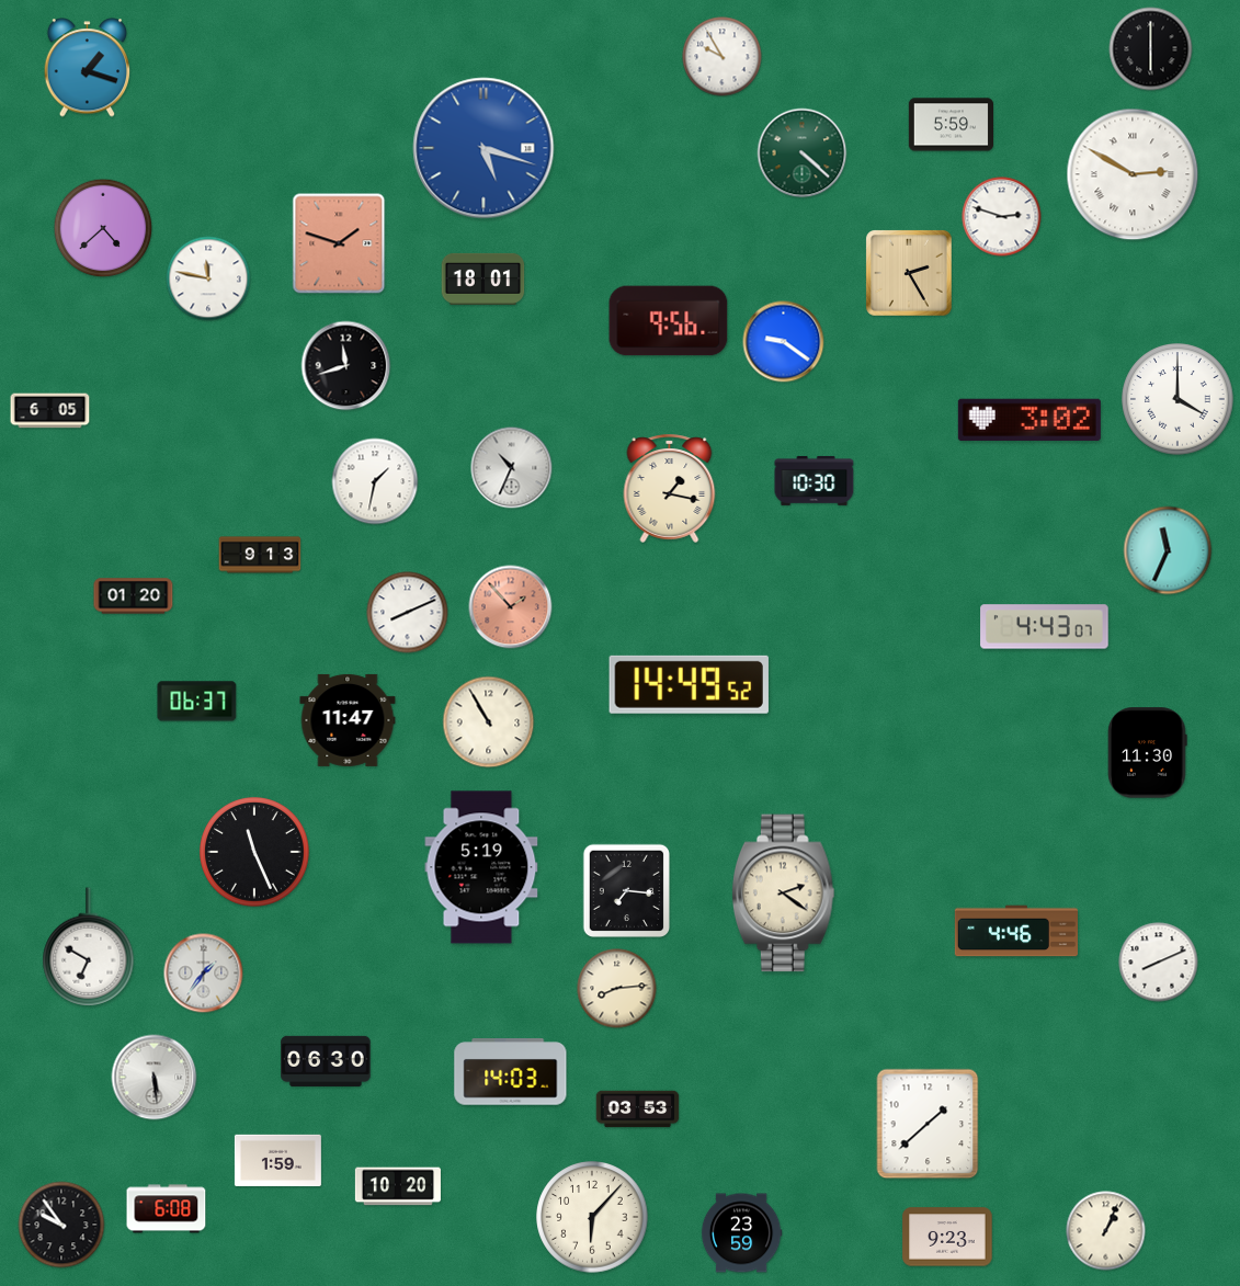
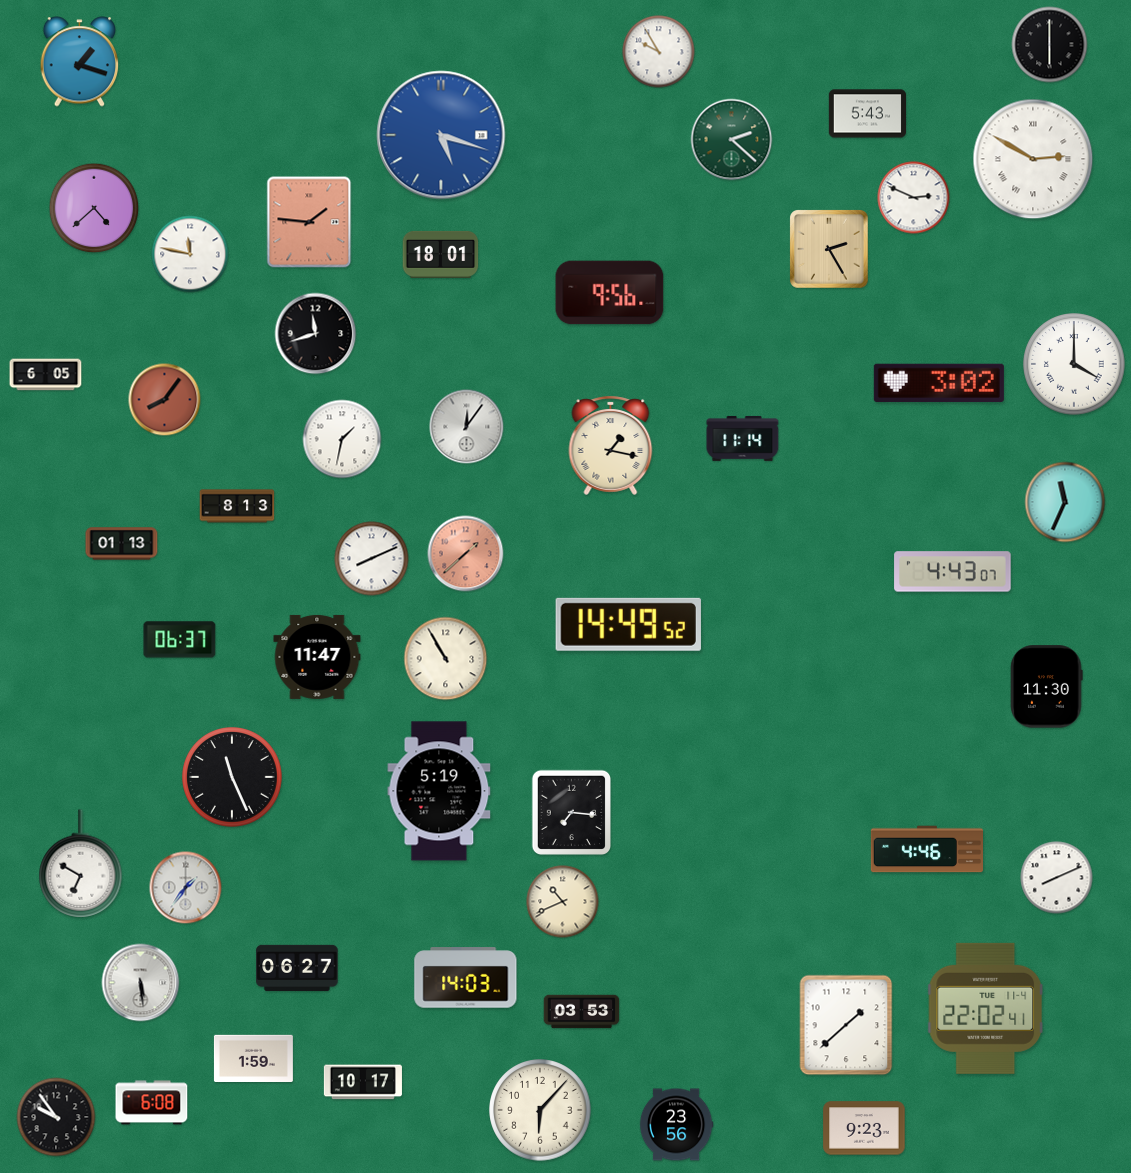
clock at (951, 125): 5:59 -> 5:43
clock at (803, 153): 4:22 -> 2:22
clock at (1002, 217): 2:48 -> 2:49
clock at (339, 243): 1:48 -> 1:46
clock at (784, 342): 9:21 -> none
clock at (165, 400): none -> 8:06
clock at (512, 468): 10:34 -> 12:06
clock at (815, 480): 10:30 -> 11:14
clock at (260, 555): 9:13 -> 8:13
clock at (134, 596): 01:20 -> 01:13
clock at (511, 607): 1:53 -> 1:38
clock at (783, 894): 2:21 -> none
clock at (617, 989): 8:14 -> 10:41
clock at (326, 1061): 06:30 -> 06:27
clock at (986, 1008): none -> 22:02
clock at (398, 1186): 10:20 -> 10:17
clock at (1106, 1231): 1:04 -> none
clock at (741, 1233): 23:59 -> 23:56
